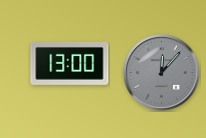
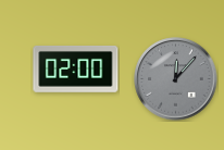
clock at (70, 63): 13:00 -> 02:00
